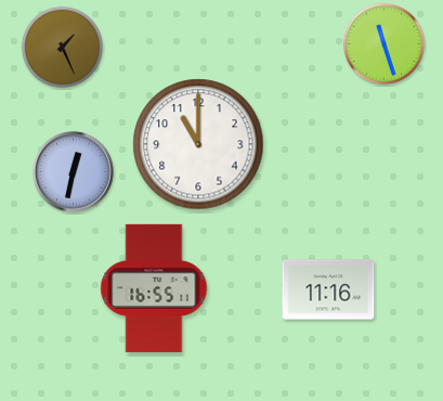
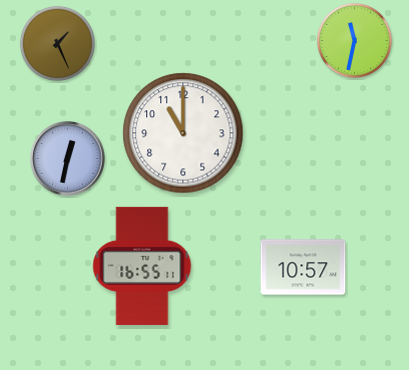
clock at (383, 43): 11:27 -> 11:32
clock at (328, 289): 11:16 -> 10:57
